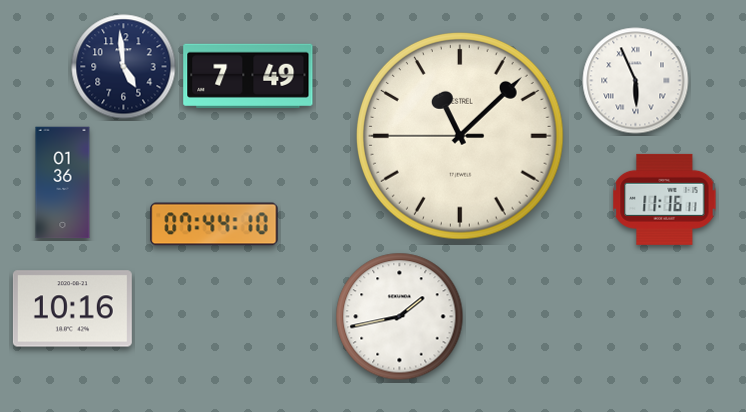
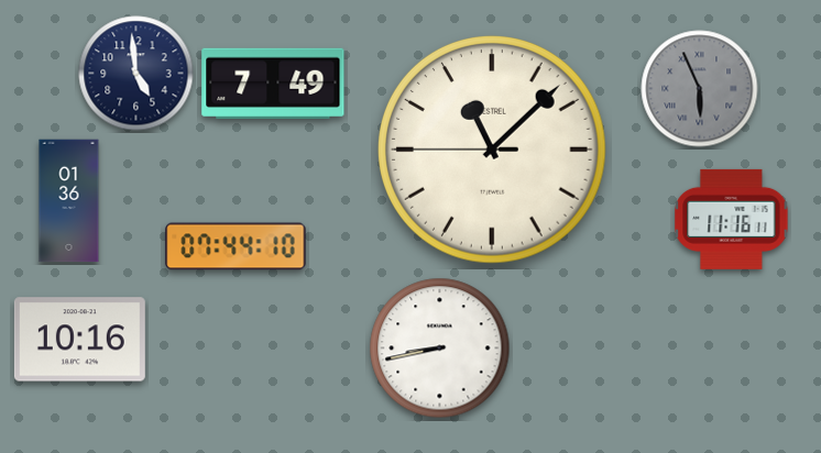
clock at (636, 81) dial: white -> grey
clock at (461, 137) position: (461, 137) -> (493, 151)
clock at (400, 317): 1:43 -> 8:43
